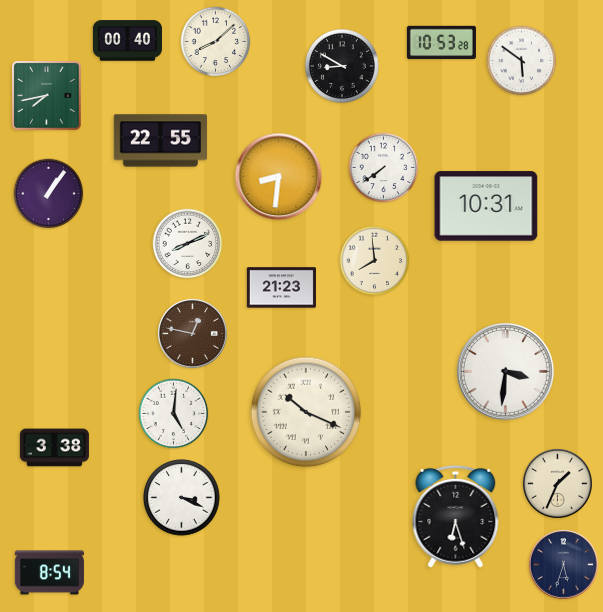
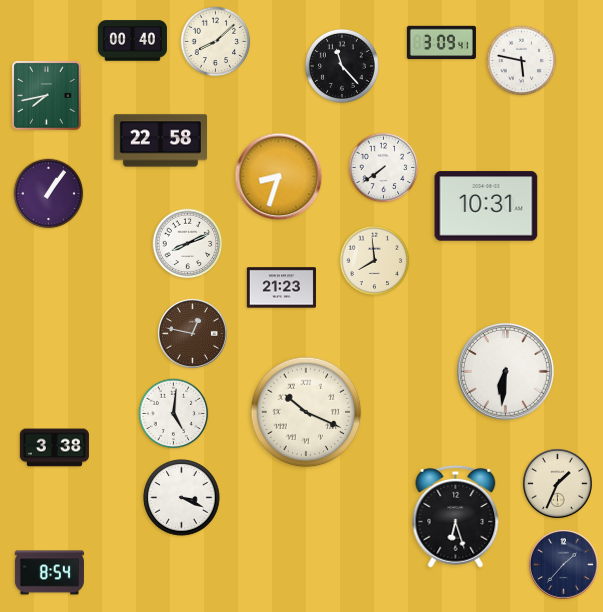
clock at (127, 41) position: (127, 41) -> (132, 41)
clock at (441, 43): 10:53 -> 3:09
clock at (522, 61): 5:51 -> 5:47
clock at (342, 66): 8:50 -> 11:23
clock at (161, 141): 22:55 -> 22:58
clock at (279, 177): 8:31 -> 8:33
clock at (505, 371): 3:31 -> 6:31
clock at (563, 564): 5:33 -> 1:37
